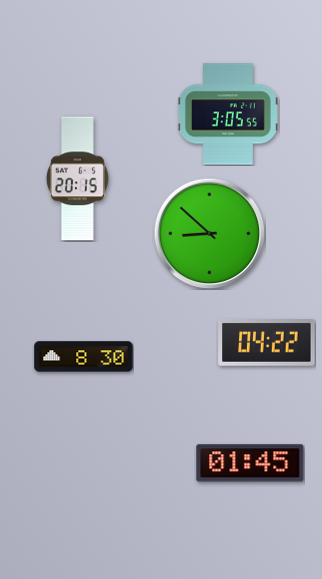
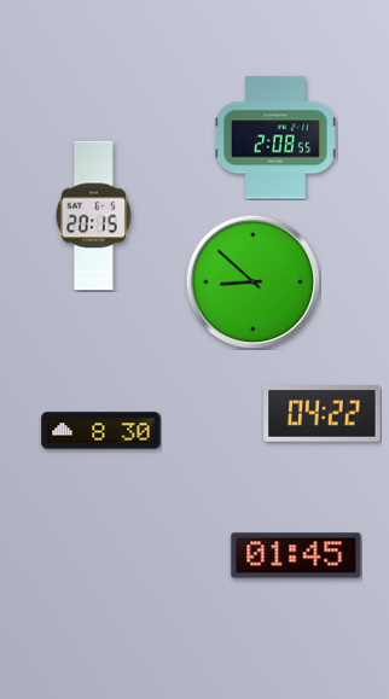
clock at (228, 114): 3:05 -> 2:08
clock at (250, 463) position: (250, 463) -> (296, 555)
